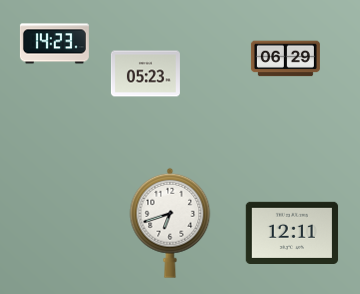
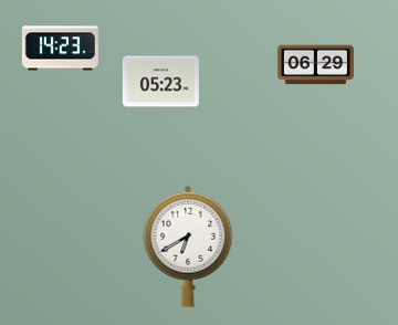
clock at (170, 223): 6:42 -> 6:40
clock at (292, 232): 12:11 -> none
